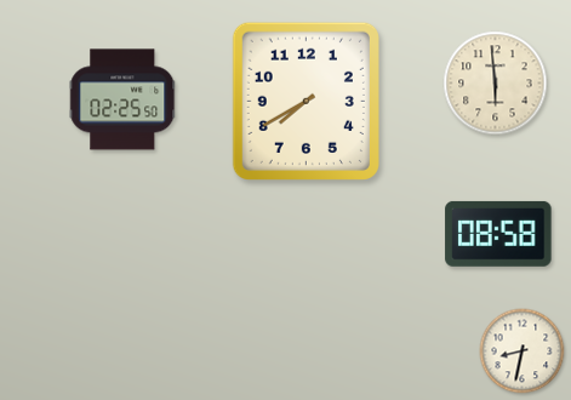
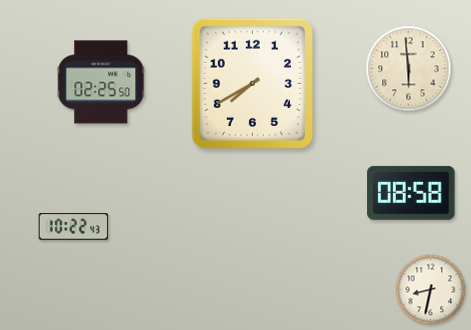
clock at (74, 227): none -> 10:22
